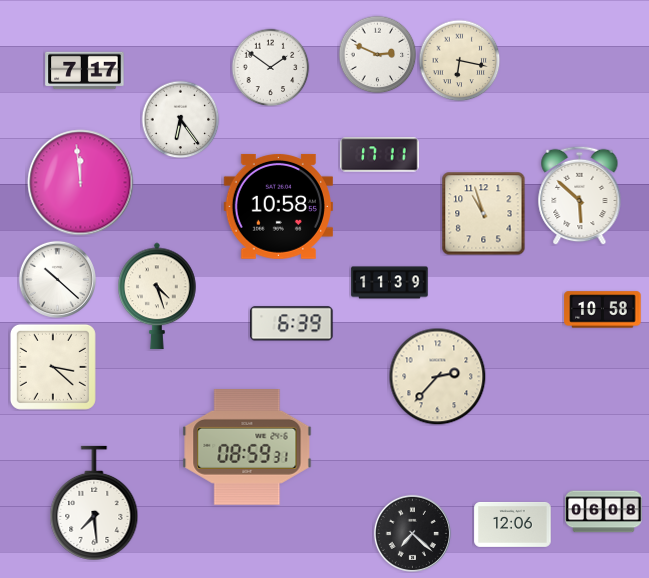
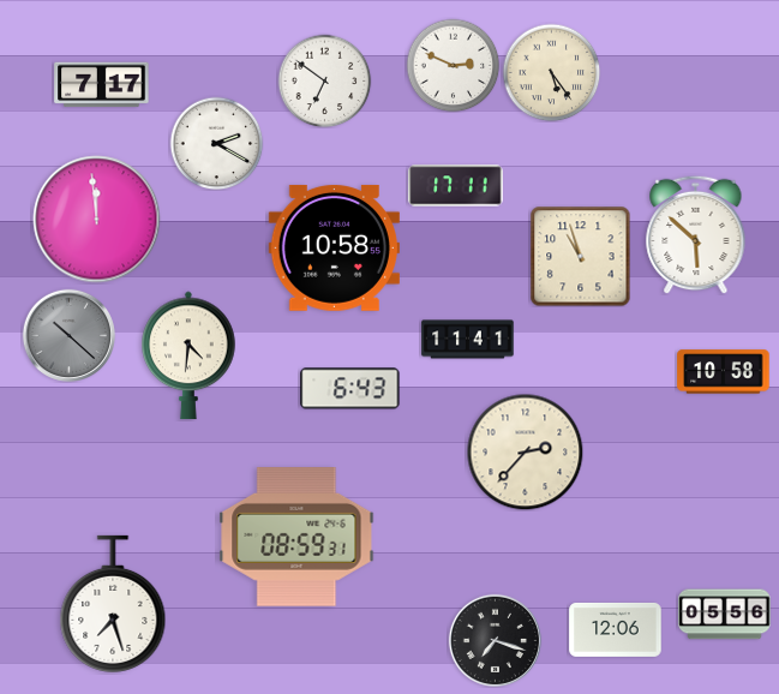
clock at (459, 60): 6:17 -> 5:24
clock at (270, 67): 1:51 -> 6:51
clock at (180, 119): 6:24 -> 2:20
clock at (57, 279) dial: white -> grey
clock at (390, 283): 11:39 -> 11:41
clock at (157, 296): 4:27 -> 4:31
clock at (292, 324): 6:39 -> 6:43
clock at (53, 367): 3:22 -> none
clock at (94, 503): 7:29 -> 7:27
clock at (604, 512): 06:08 -> 05:56
clock at (412, 533): 7:22 -> 7:18
